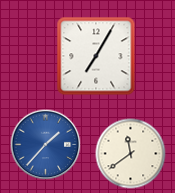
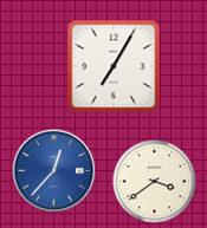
clock at (46, 145): 1:37 -> 12:37
clock at (131, 154): 11:39 -> 3:39
